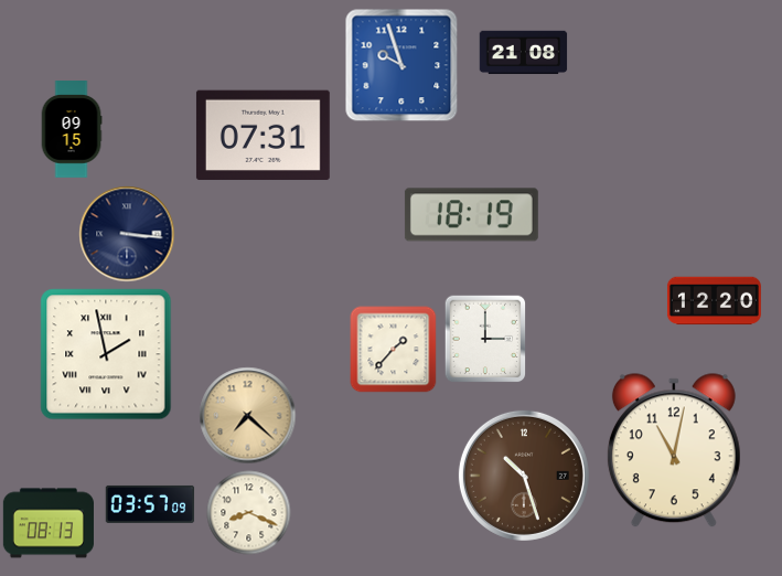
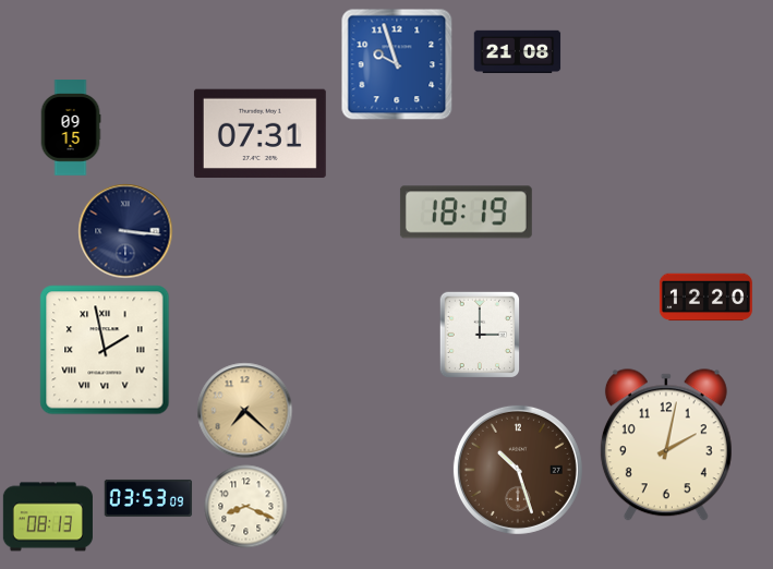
clock at (394, 350): 1:37 -> none
clock at (674, 451): 11:02 -> 2:02
clock at (150, 504): 03:57 -> 03:53
